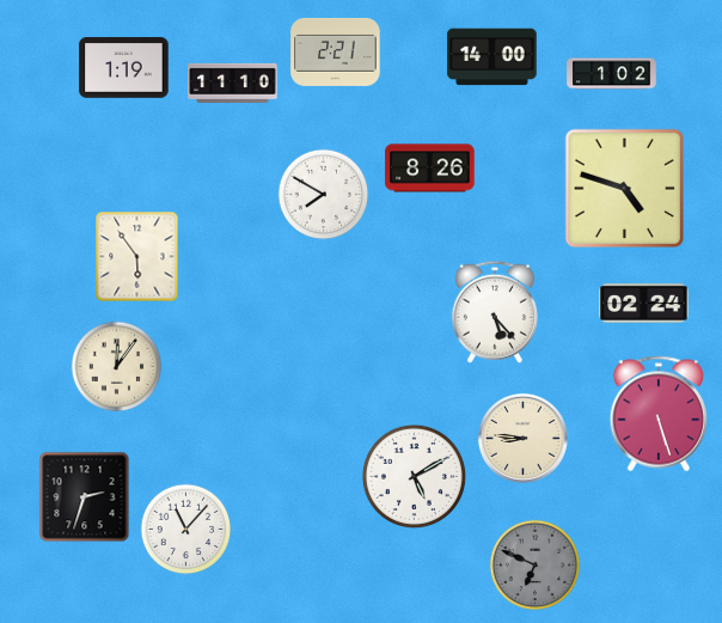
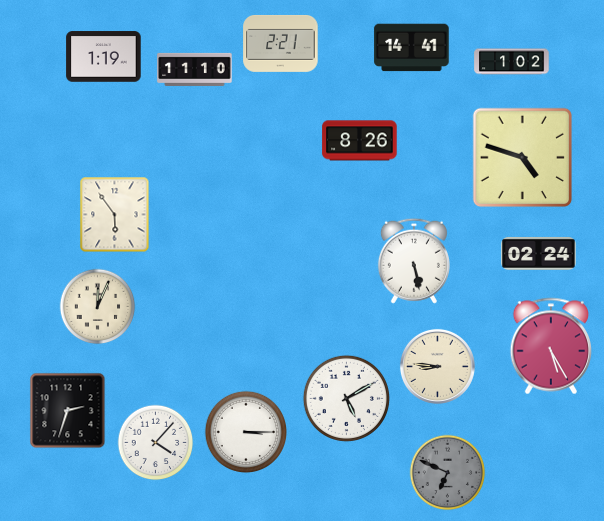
clock at (492, 57): 14:00 -> 14:41
clock at (324, 195): 7:50 -> none
clock at (495, 312): 5:23 -> 5:28
clock at (117, 367): 12:06 -> 12:04
clock at (657, 414): 5:27 -> 5:25
clock at (85, 497) position: (85, 497) -> (68, 411)
clock at (245, 431): none -> 3:15
clock at (186, 530): 11:07 -> 4:07
